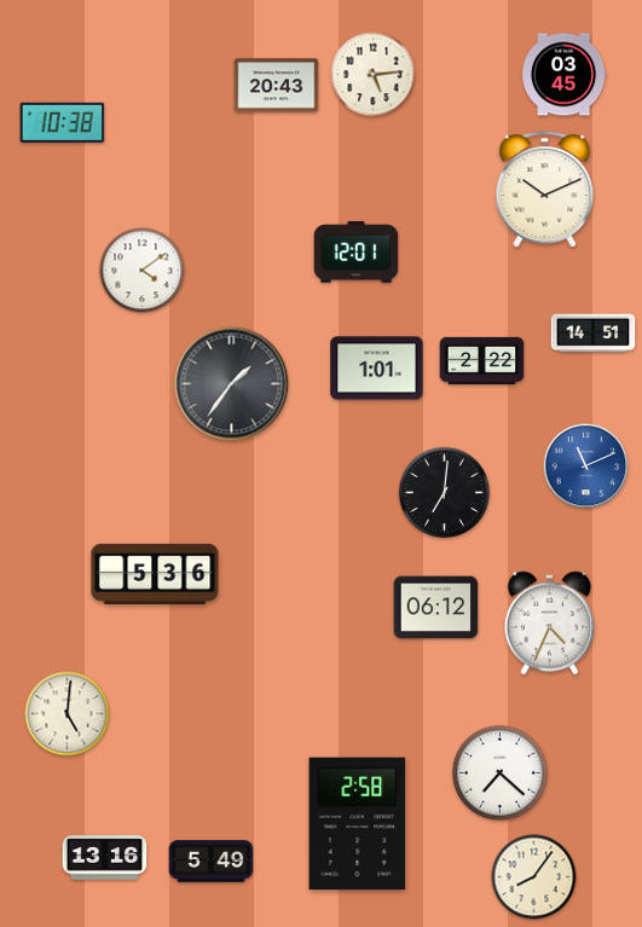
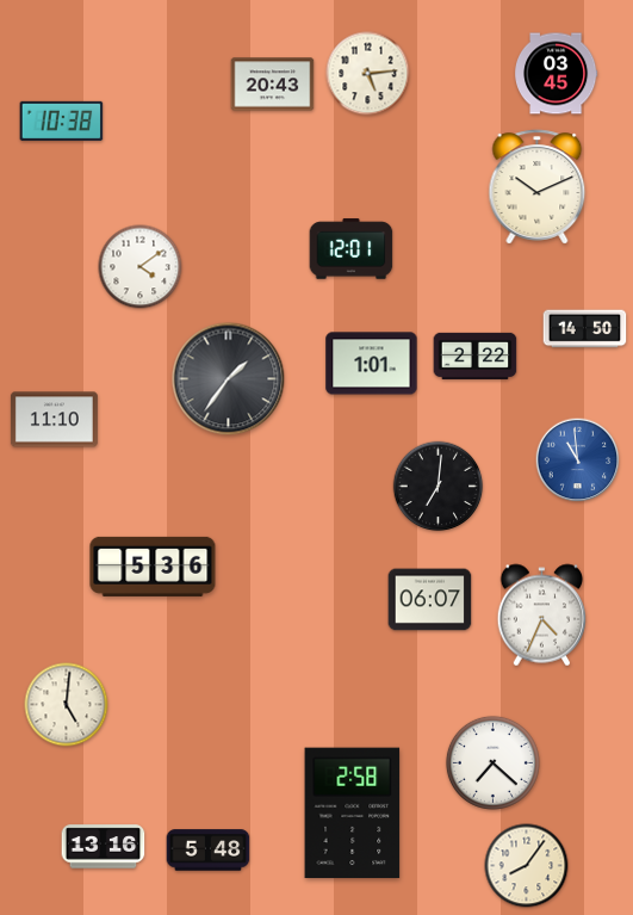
clock at (594, 334): 14:51 -> 14:50
clock at (54, 420): none -> 11:10
clock at (586, 467): 11:11 -> 10:59
clock at (436, 608): 06:12 -> 06:07
clock at (212, 862): 5:49 -> 5:48
